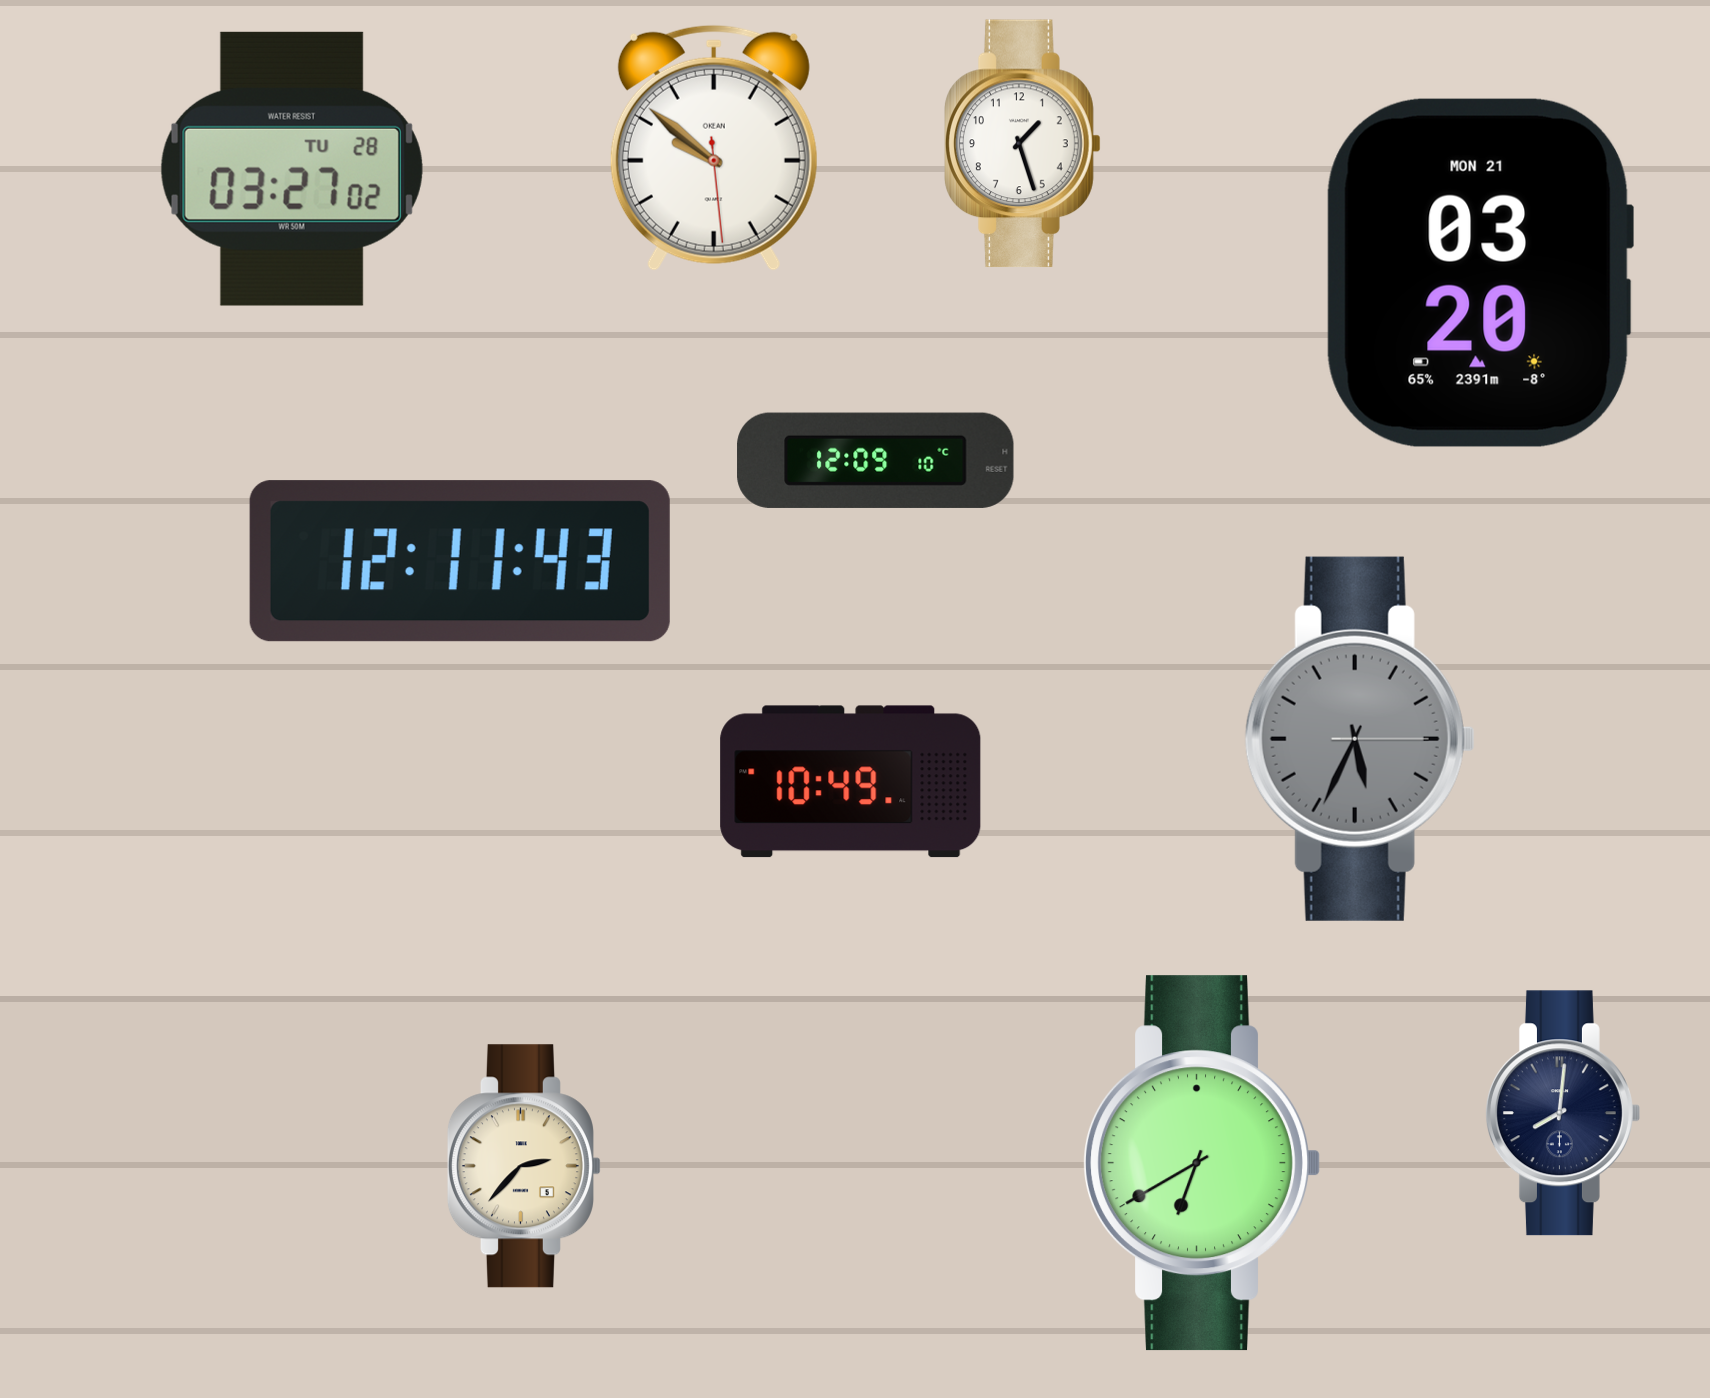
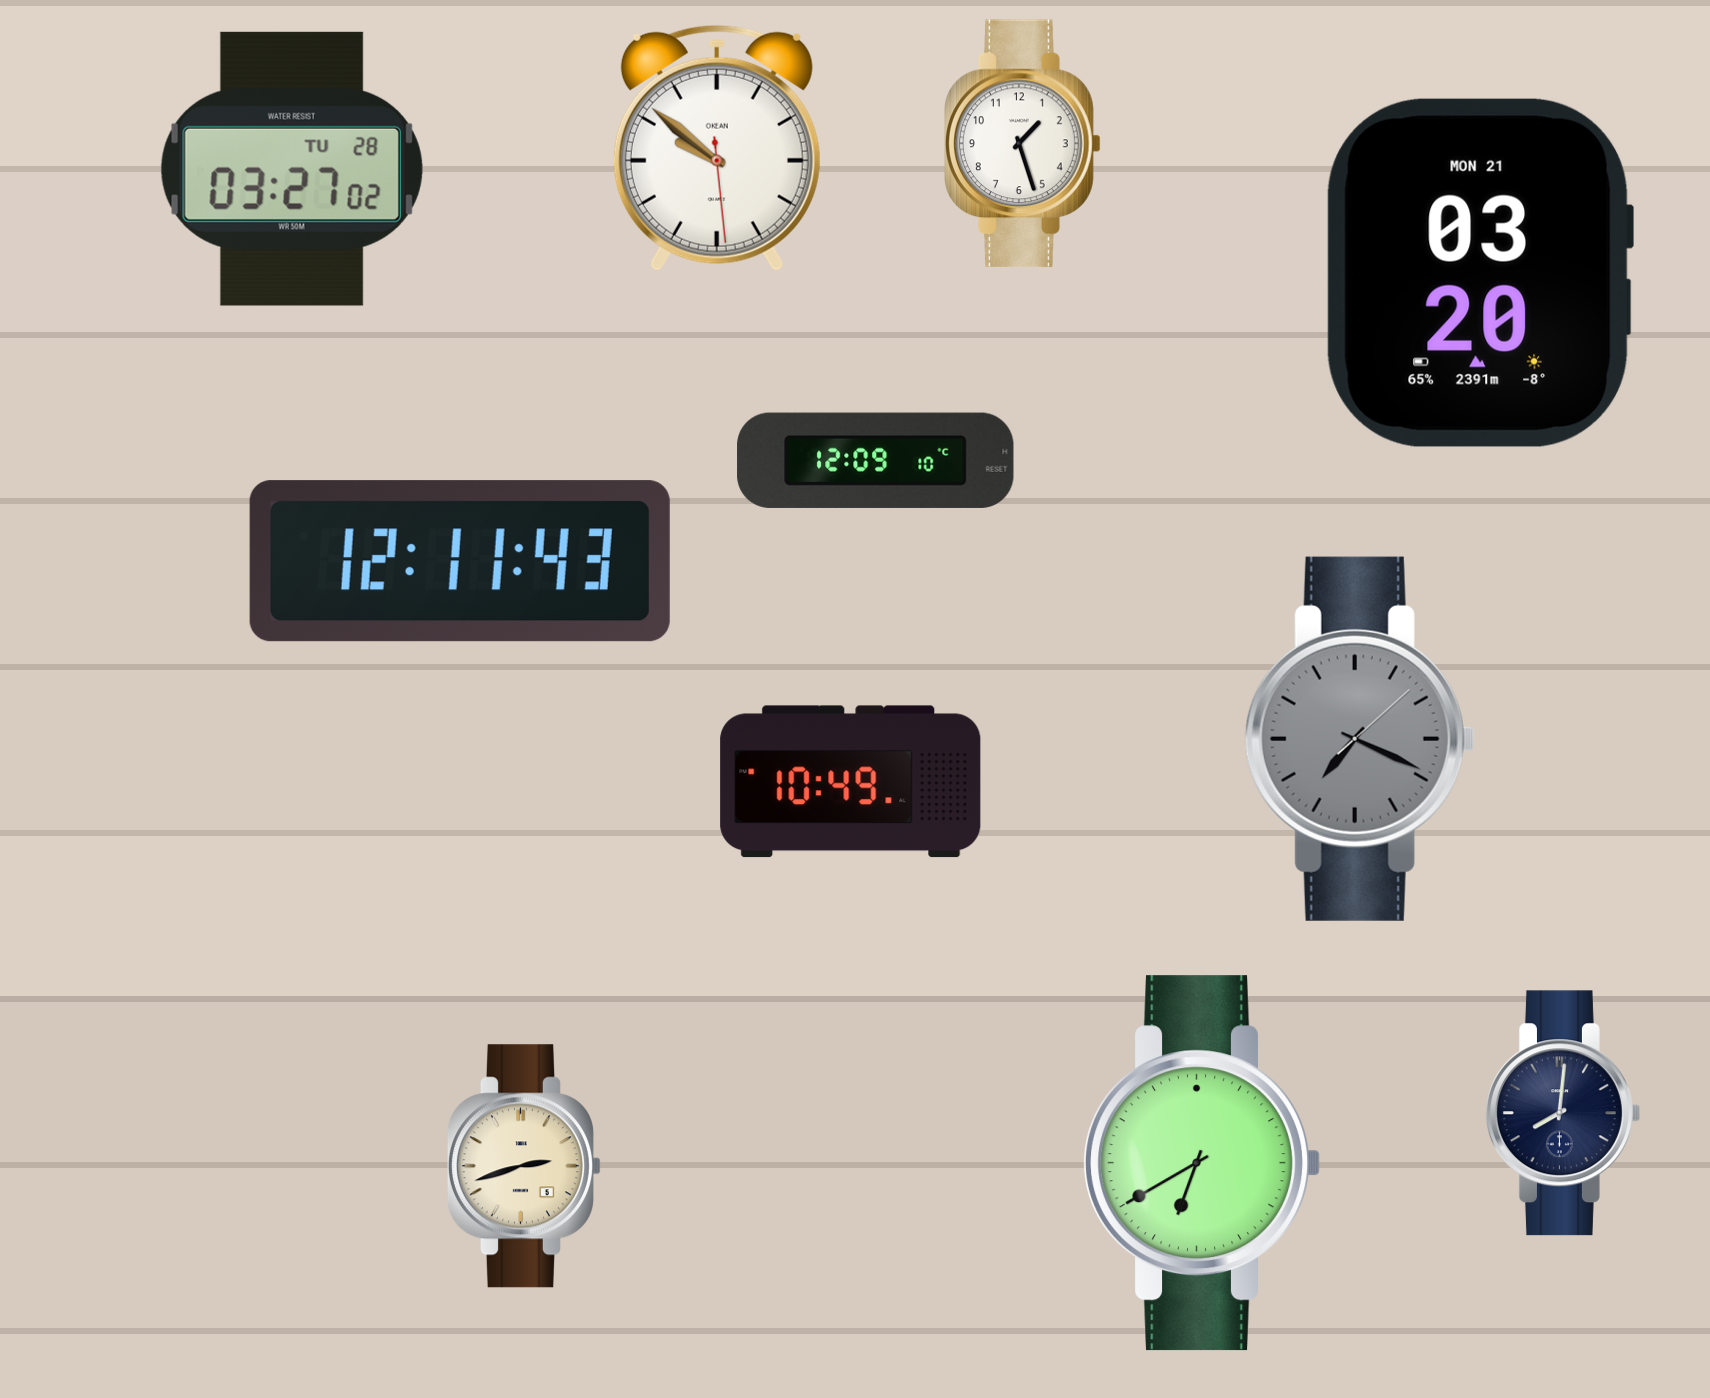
clock at (714, 148) position: (714, 148) -> (717, 148)
clock at (1360, 739): 5:34 -> 7:19
clock at (524, 1166): 2:37 -> 2:42
